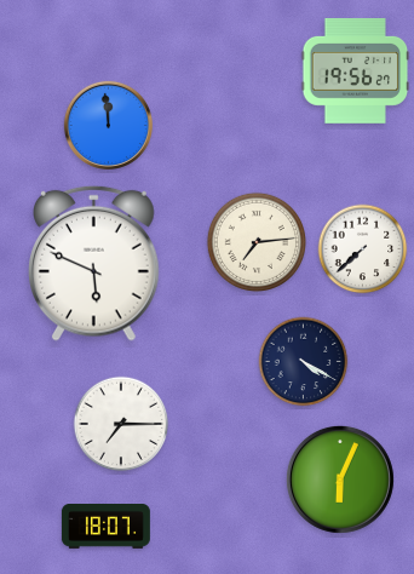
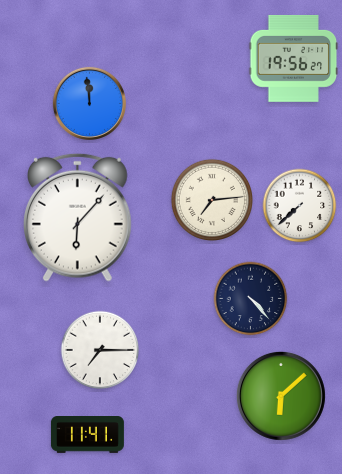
clock at (94, 263): 5:49 -> 6:07
clock at (304, 362): 4:20 -> 4:23
clock at (340, 480): 6:04 -> 6:08
clock at (105, 527): 18:07 -> 11:41
